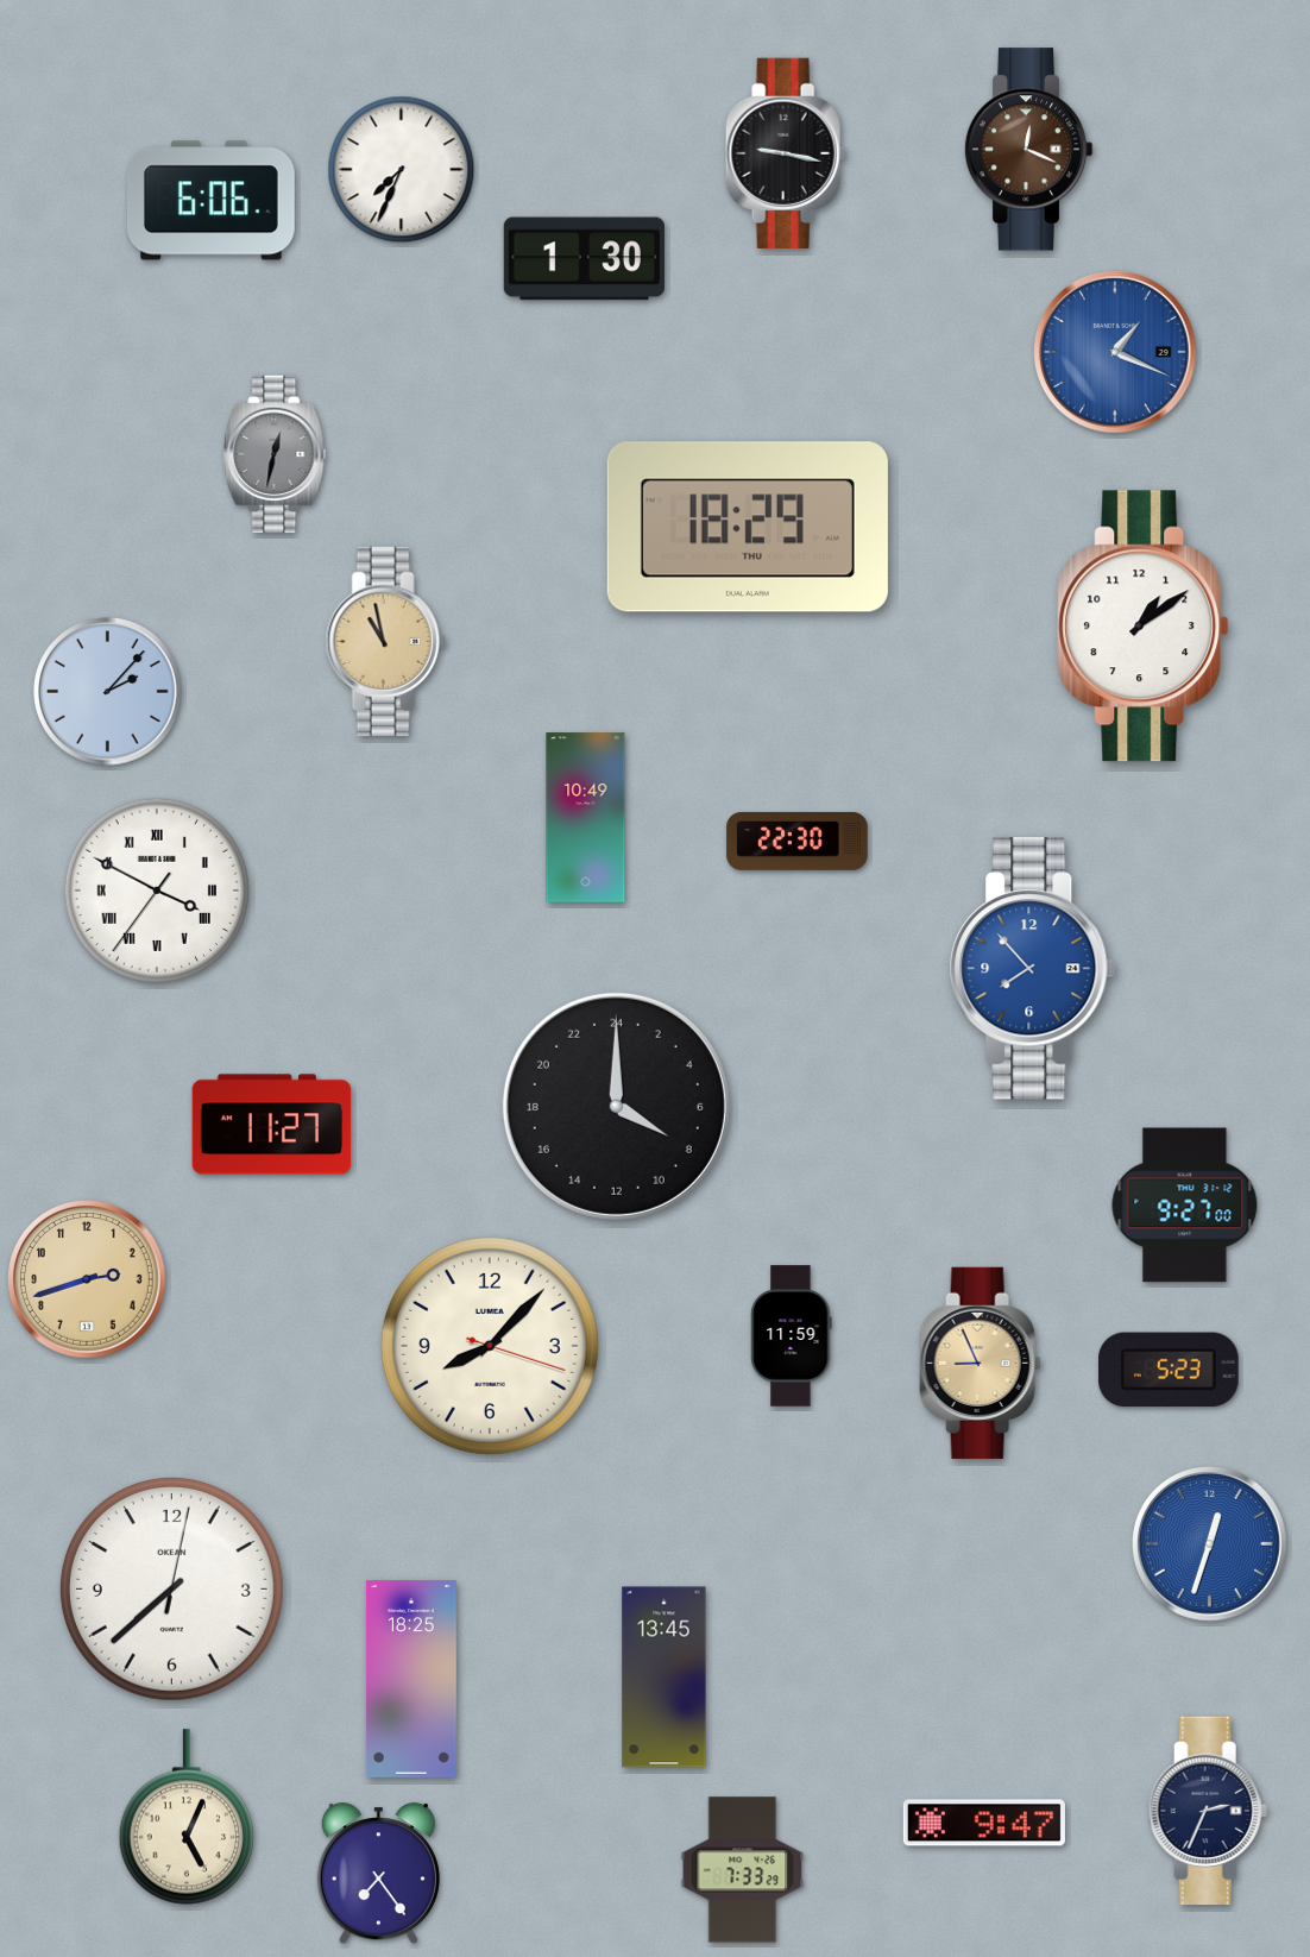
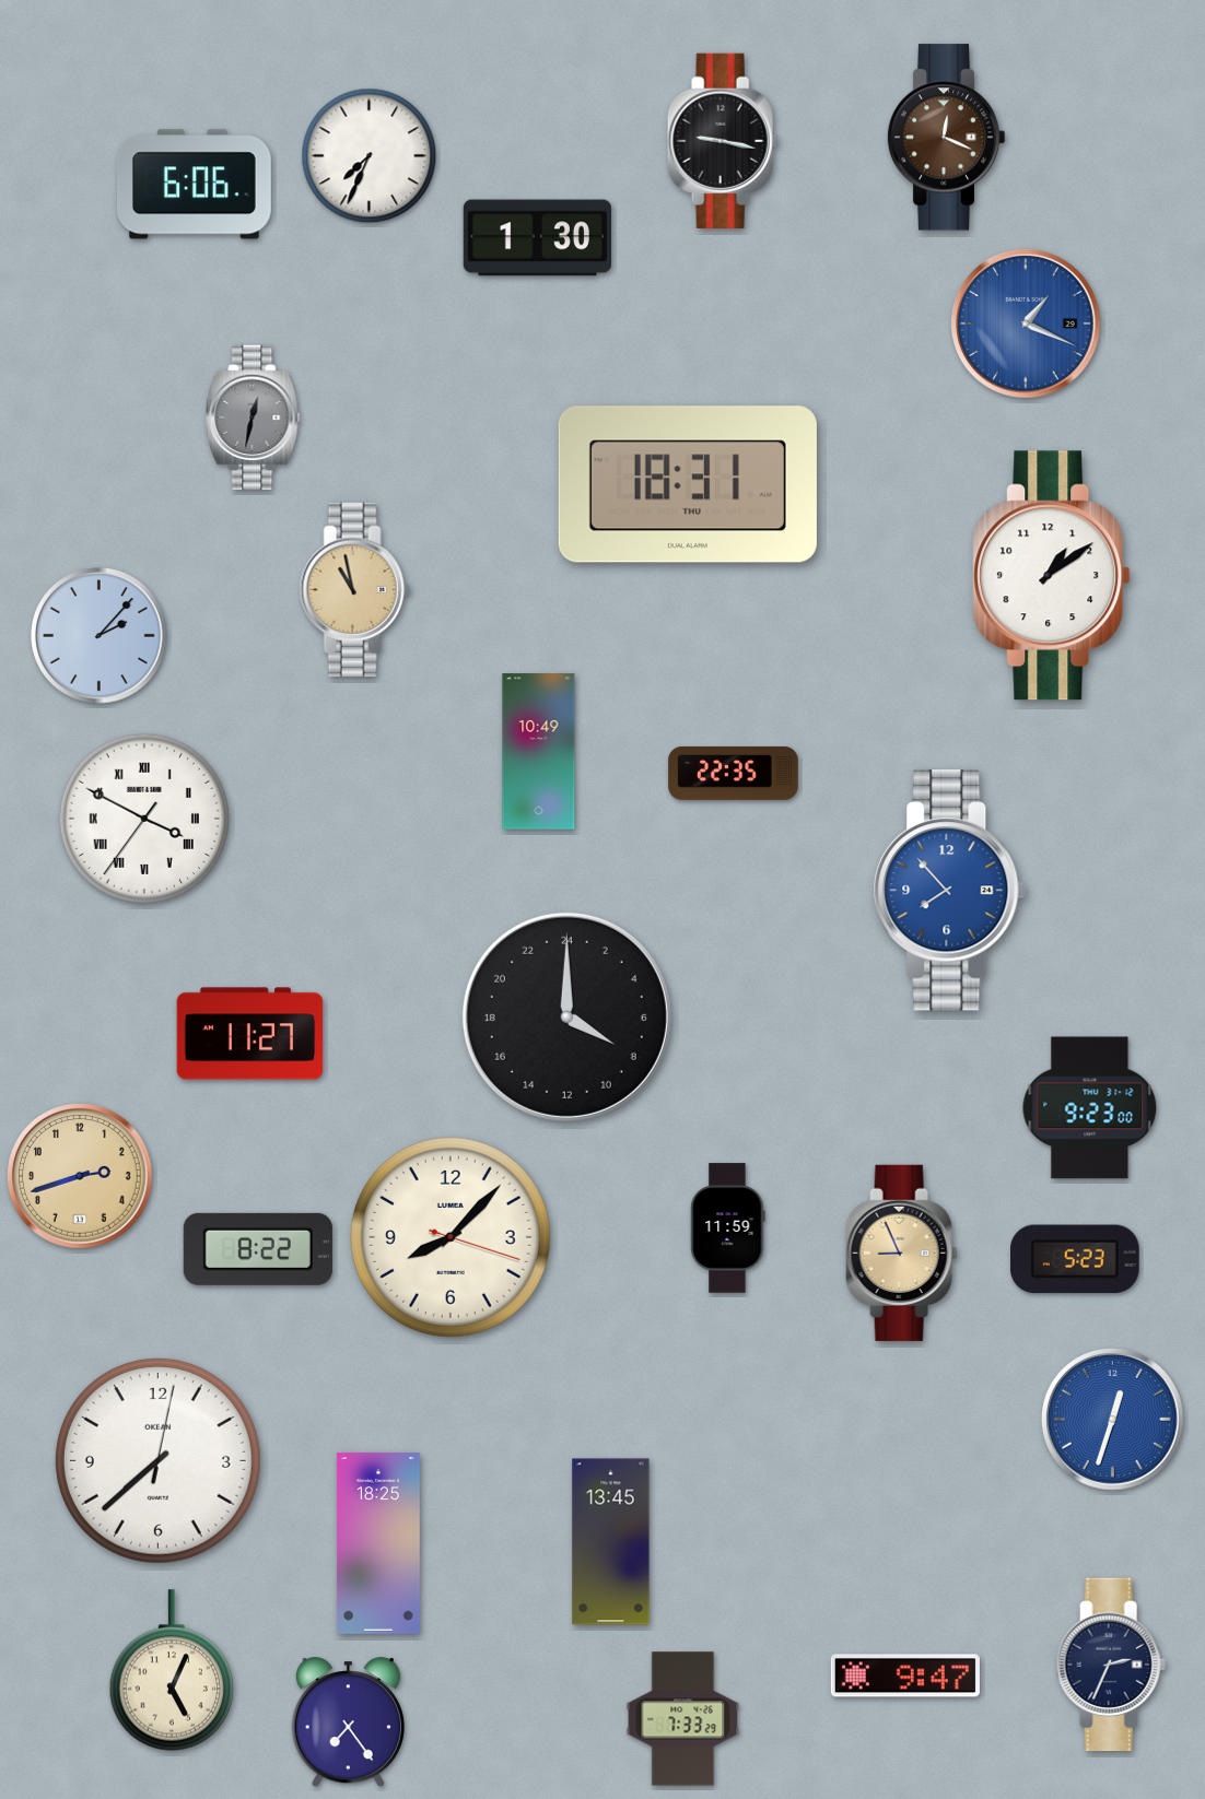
clock at (748, 527): 18:29 -> 18:31
clock at (798, 841): 22:30 -> 22:35
clock at (1185, 1206): 9:27 -> 9:23
clock at (258, 1249): none -> 8:22
